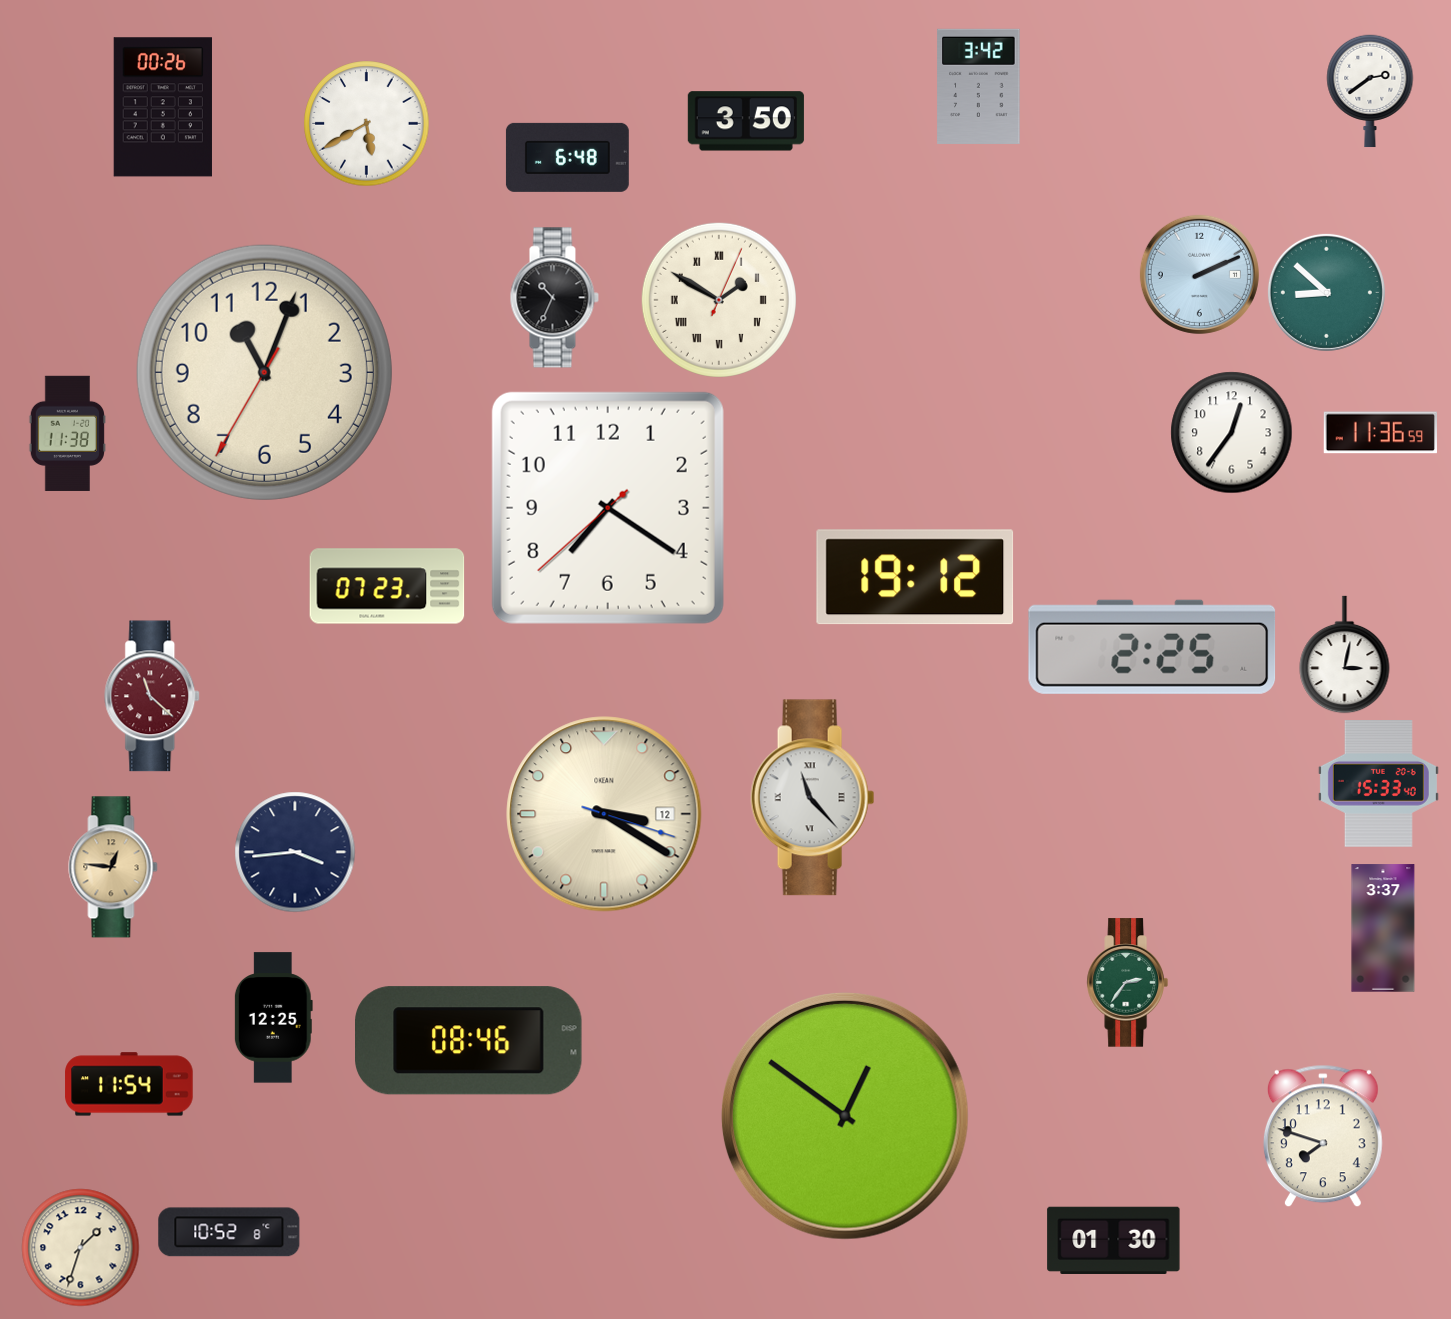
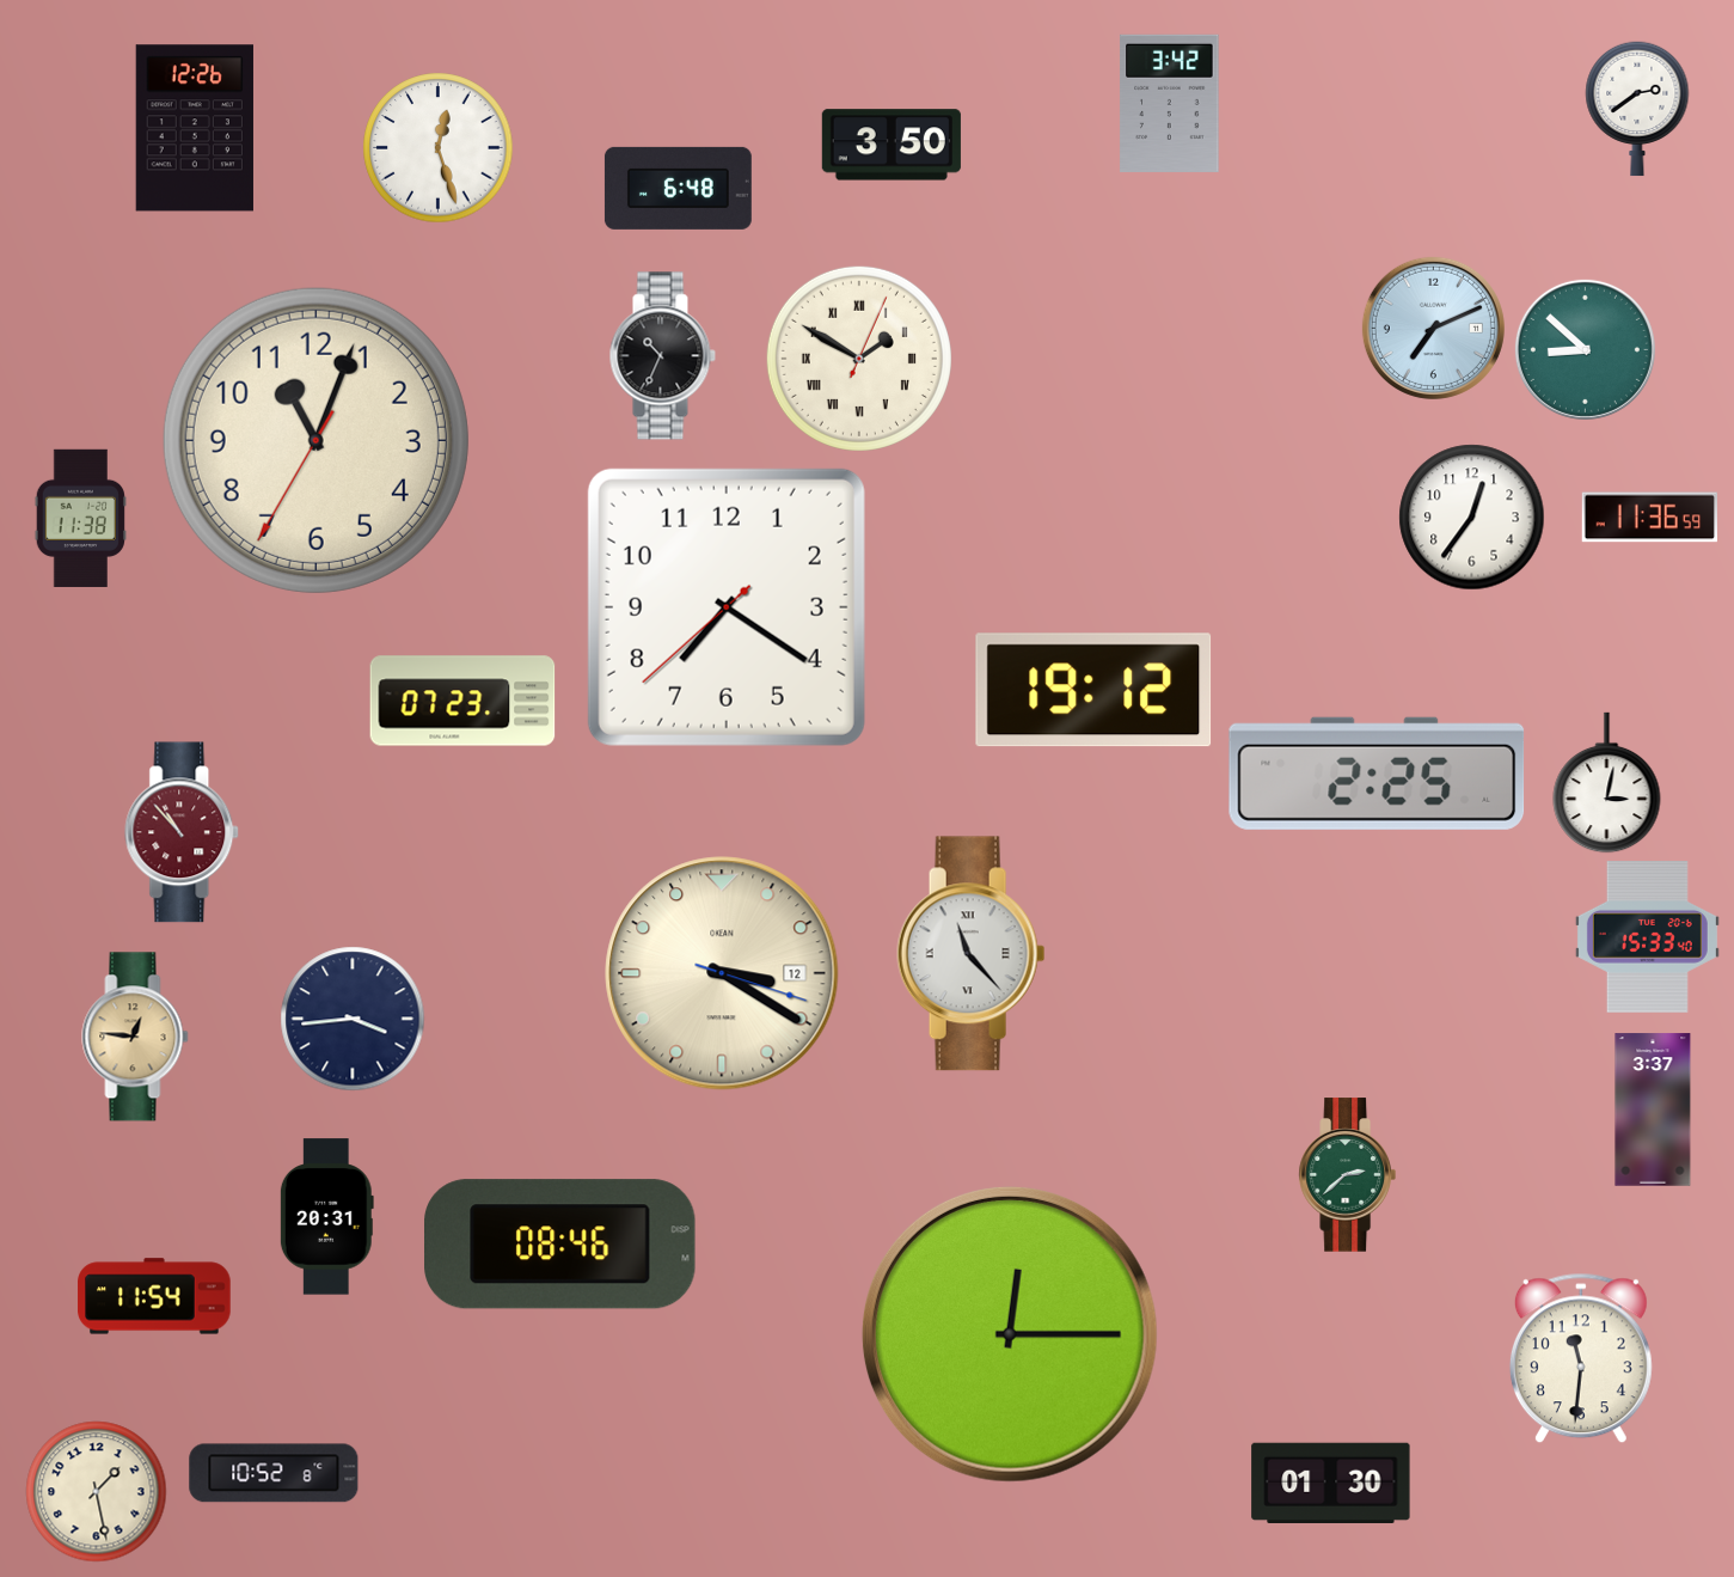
clock at (163, 107): 00:26 -> 12:26
clock at (367, 124): 5:40 -> 12:27
clock at (1199, 274): 2:11 -> 7:11
clock at (264, 372) position: (264, 372) -> (315, 440)
clock at (153, 696): 11:22 -> 10:53
clock at (1127, 983): 2:36 -> 2:38
clock at (273, 1018): 12:25 -> 20:31
clock at (845, 1116): 12:51 -> 12:15
clock at (1323, 1136): 7:48 -> 11:31
clock at (81, 1248): 1:33 -> 1:28
